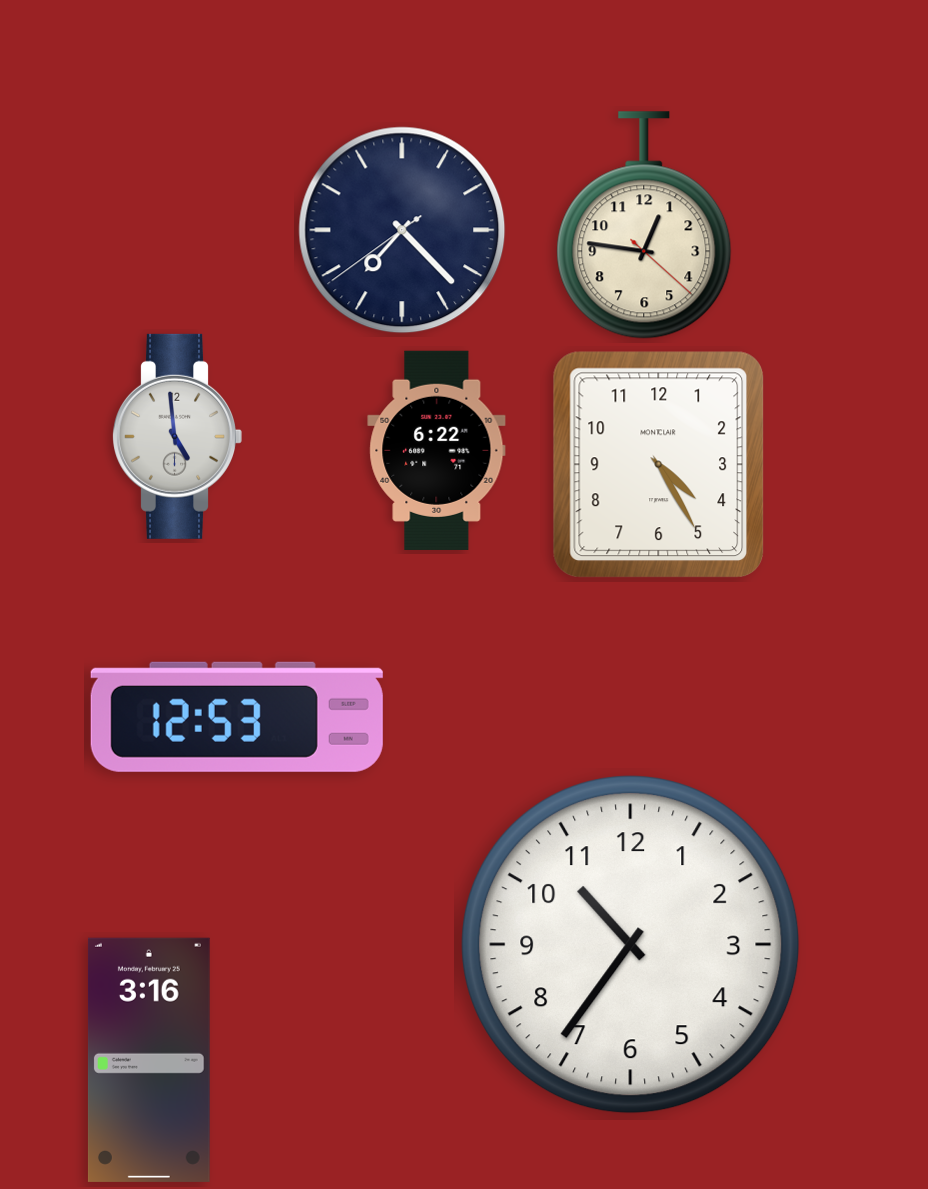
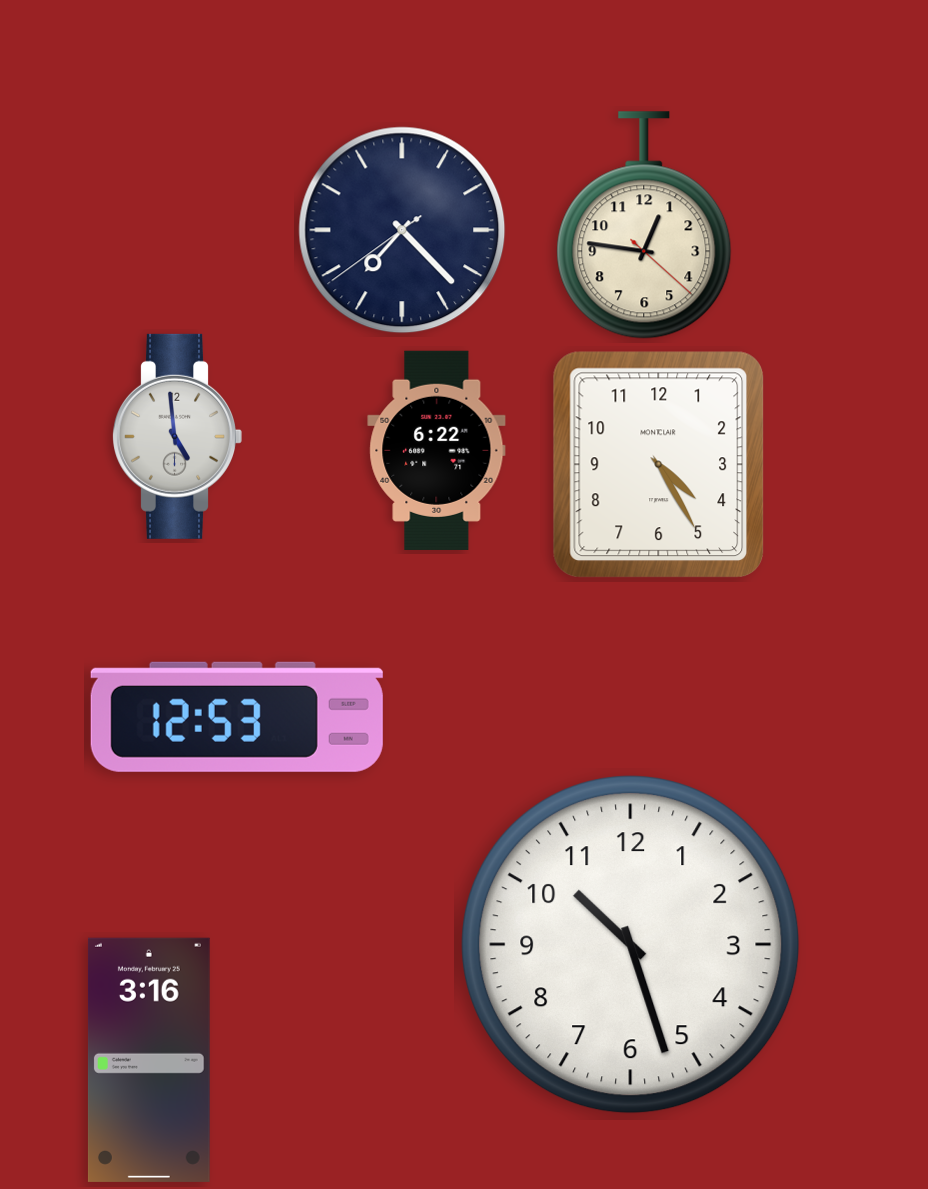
clock at (631, 945): 10:36 -> 10:27
